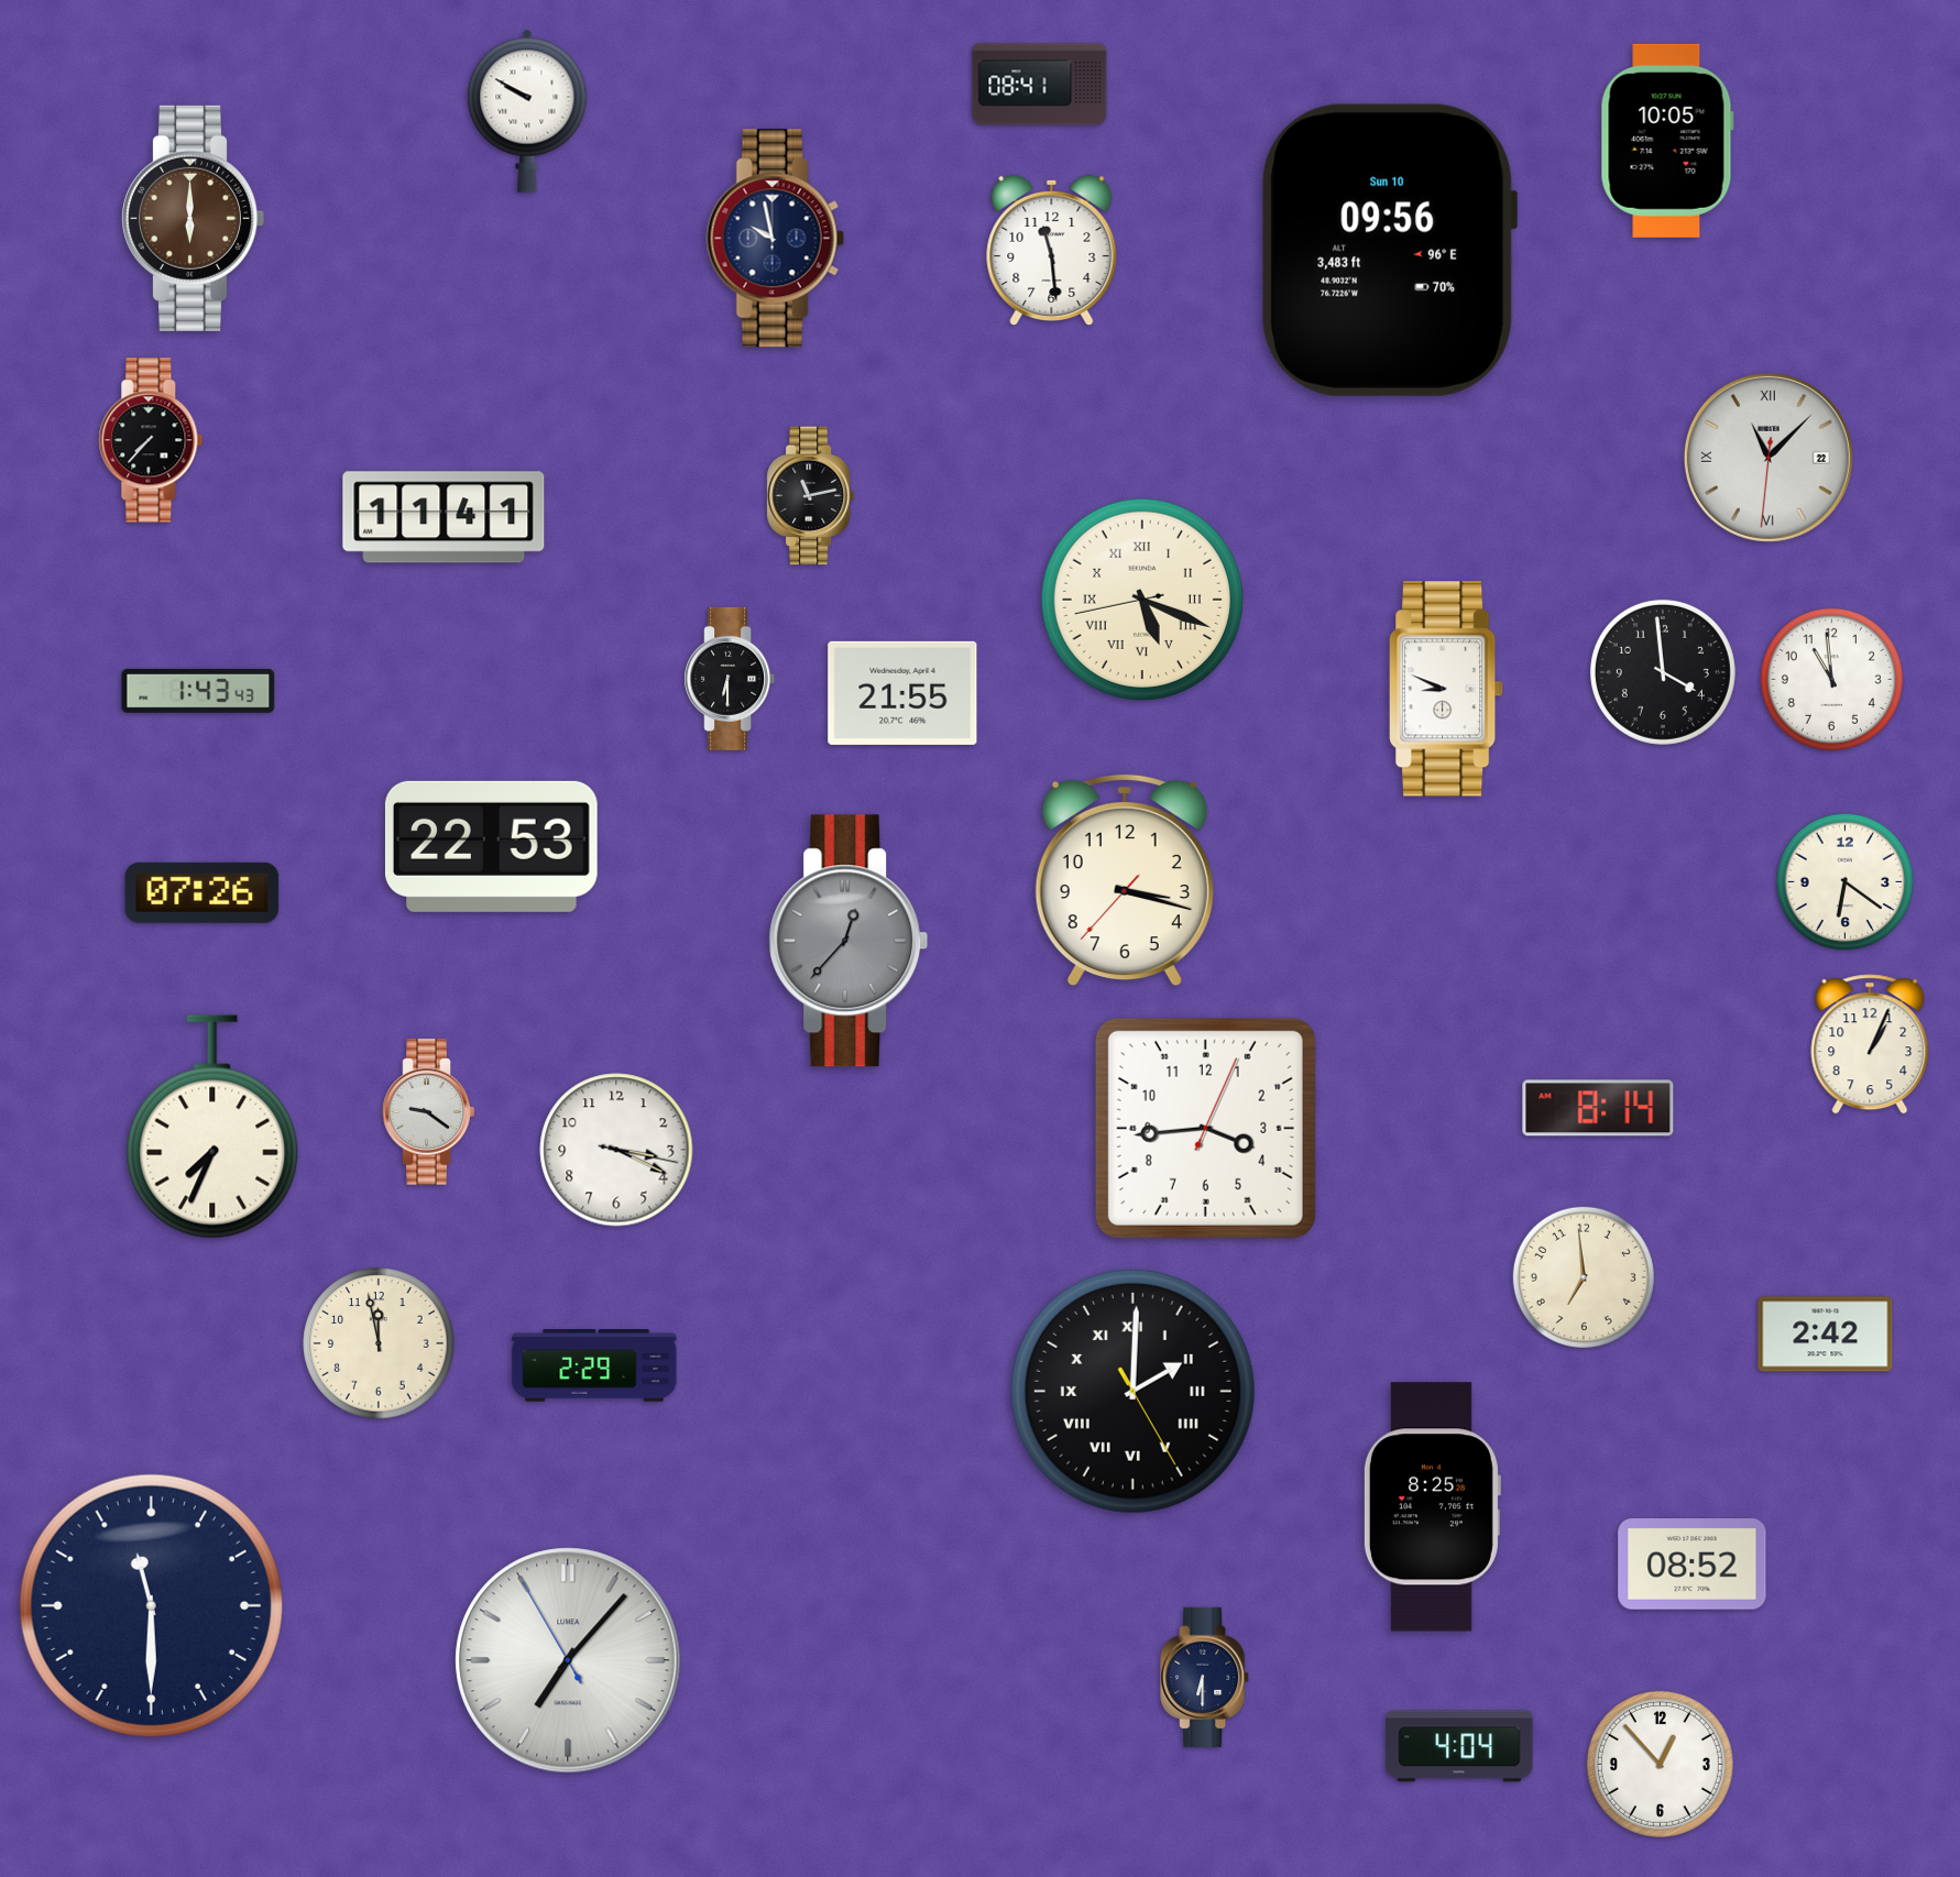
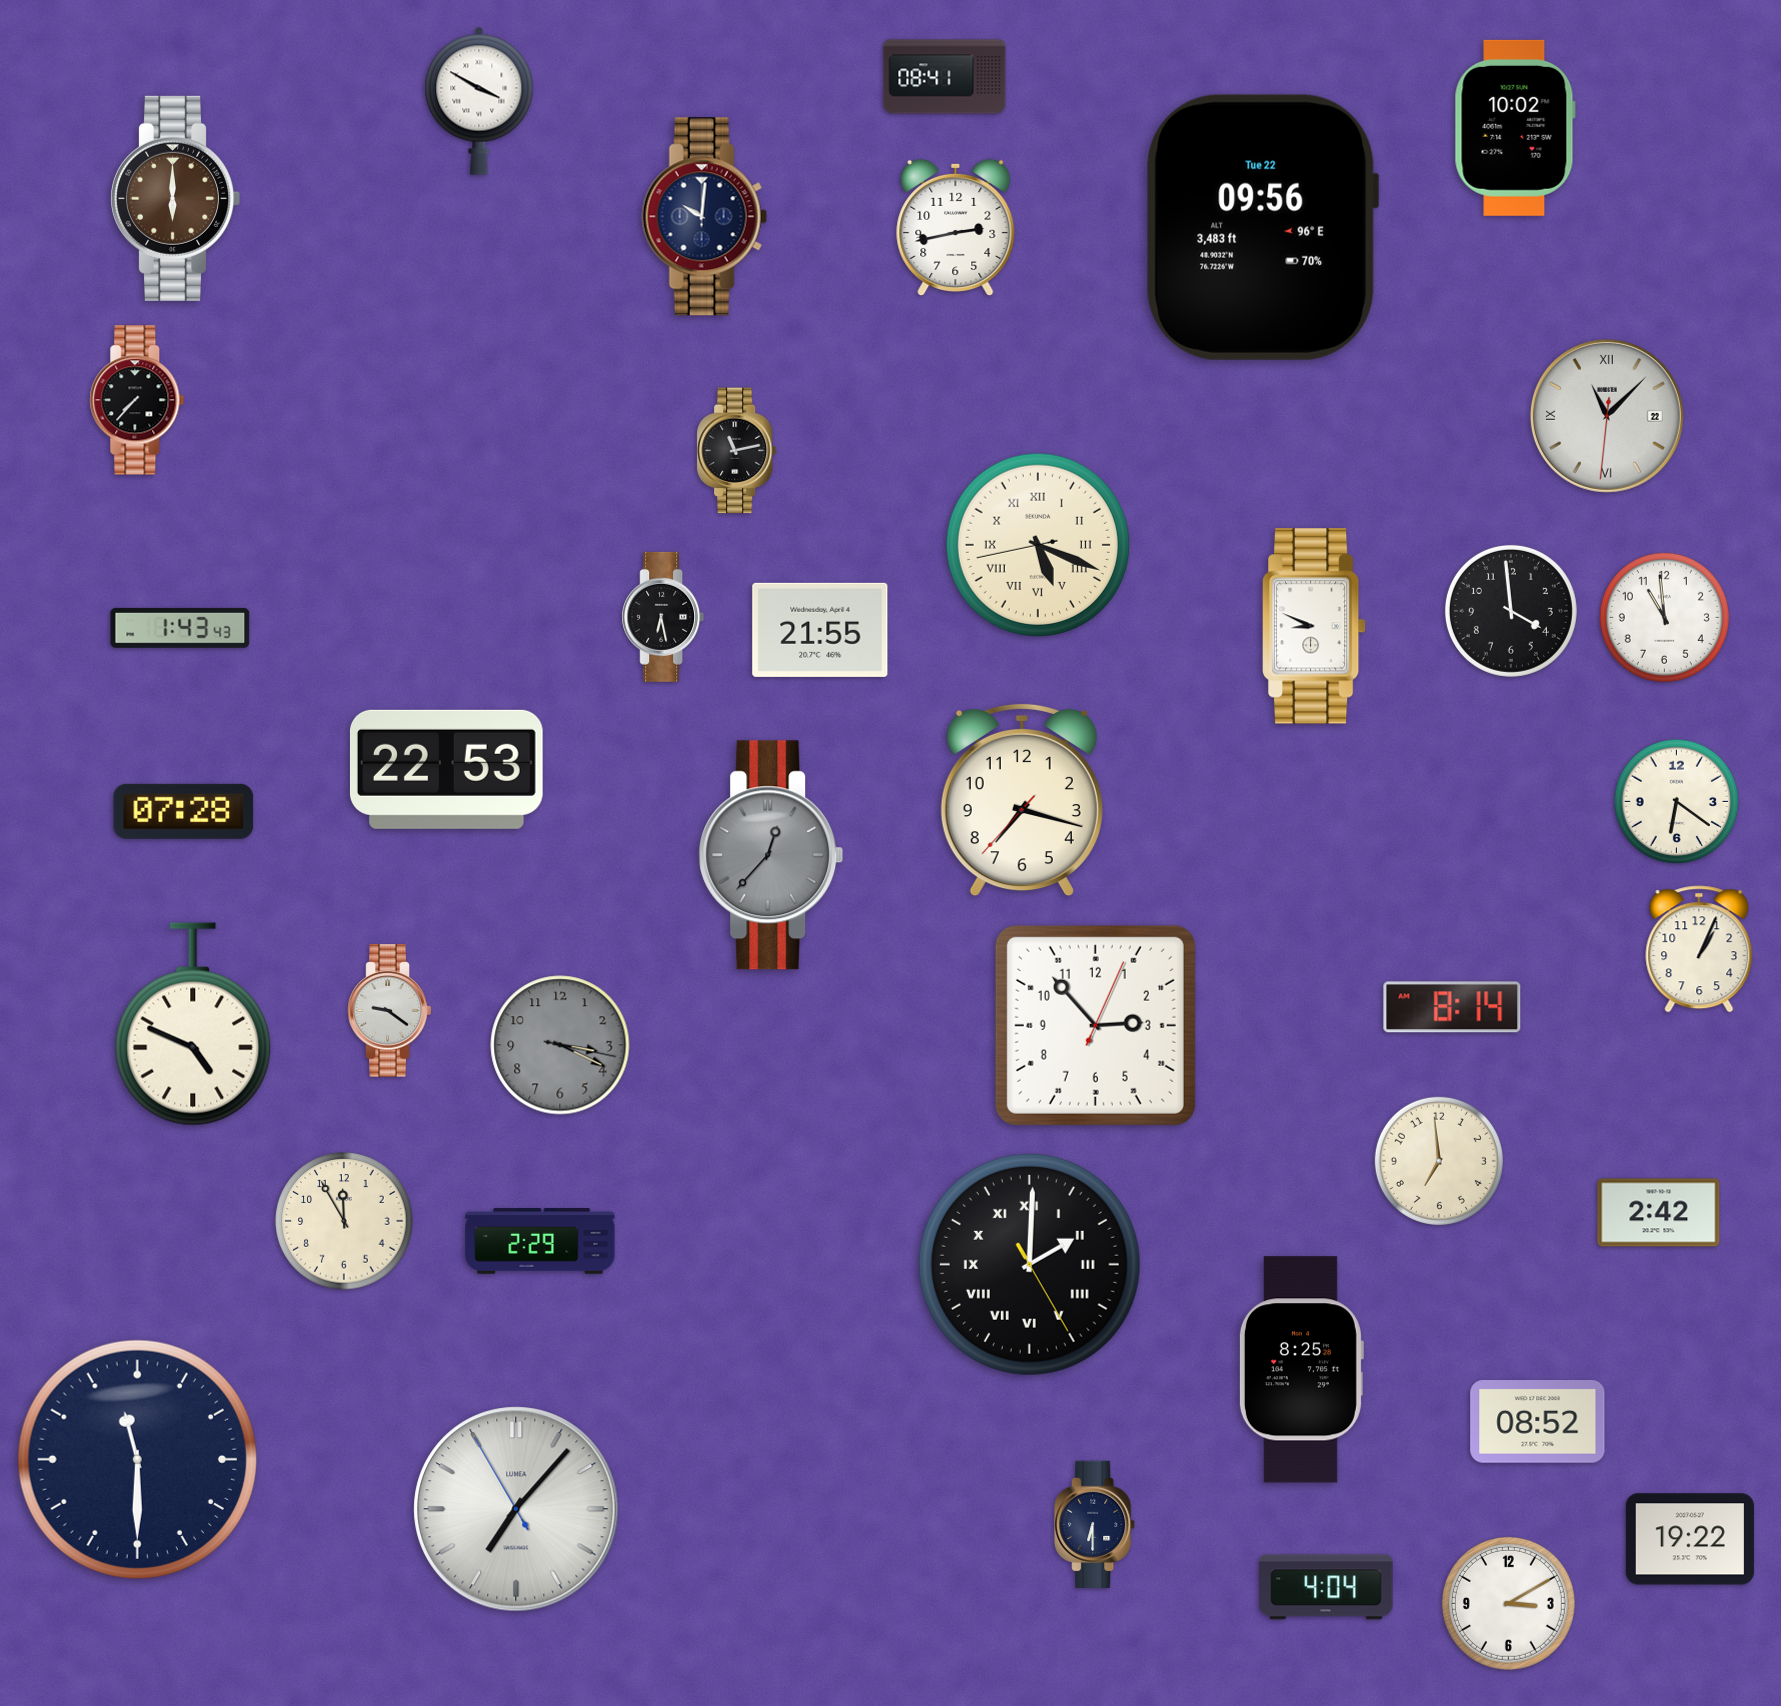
clock at (527, 111): 9:50 -> 3:50
clock at (1667, 141): 10:05 -> 10:02
clock at (775, 239): 9:58 -> 10:01
clock at (1389, 250) date: Sun 10 -> Tue 22
clock at (1052, 251): 11:29 -> 2:43
clock at (444, 517): 11:41 -> none
clock at (730, 679): 6:30 -> 6:28
clock at (1125, 880): 3:17 -> 7:17
clock at (202, 892): 07:26 -> 07:28
clock at (212, 1127): 7:34 -> 4:49
clock at (1205, 1128): 3:44 -> 2:53
clock at (616, 1150) dial: white -> grey
clock at (379, 1343): 11:58 -> 11:55
clock at (1690, 1539): none -> 19:22
clock at (1660, 1764): 12:53 -> 3:10
